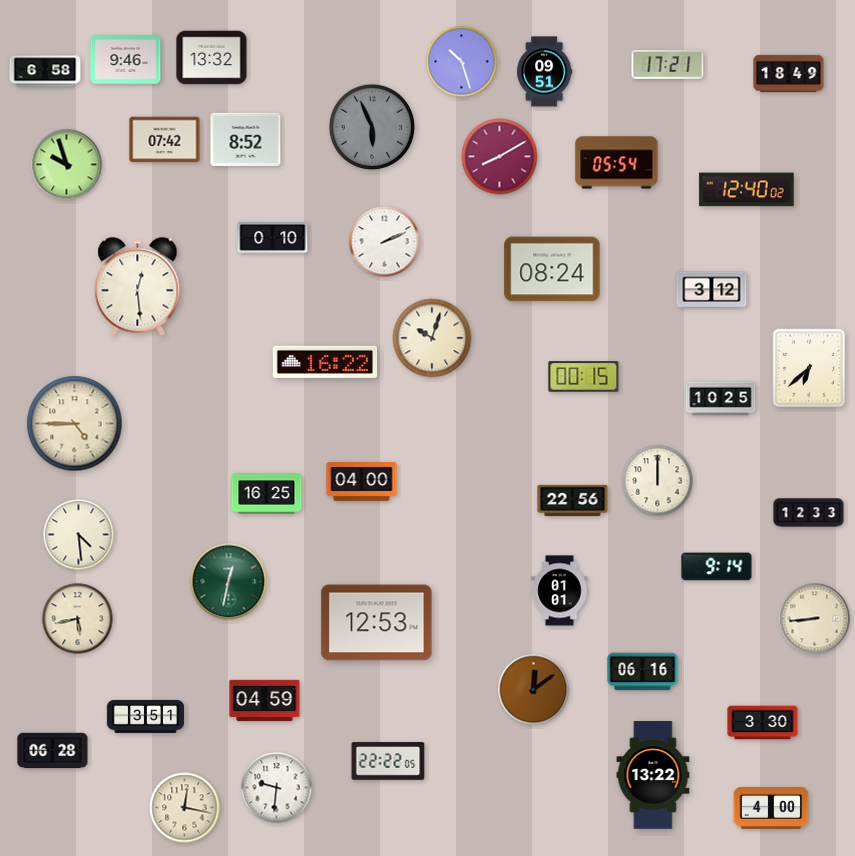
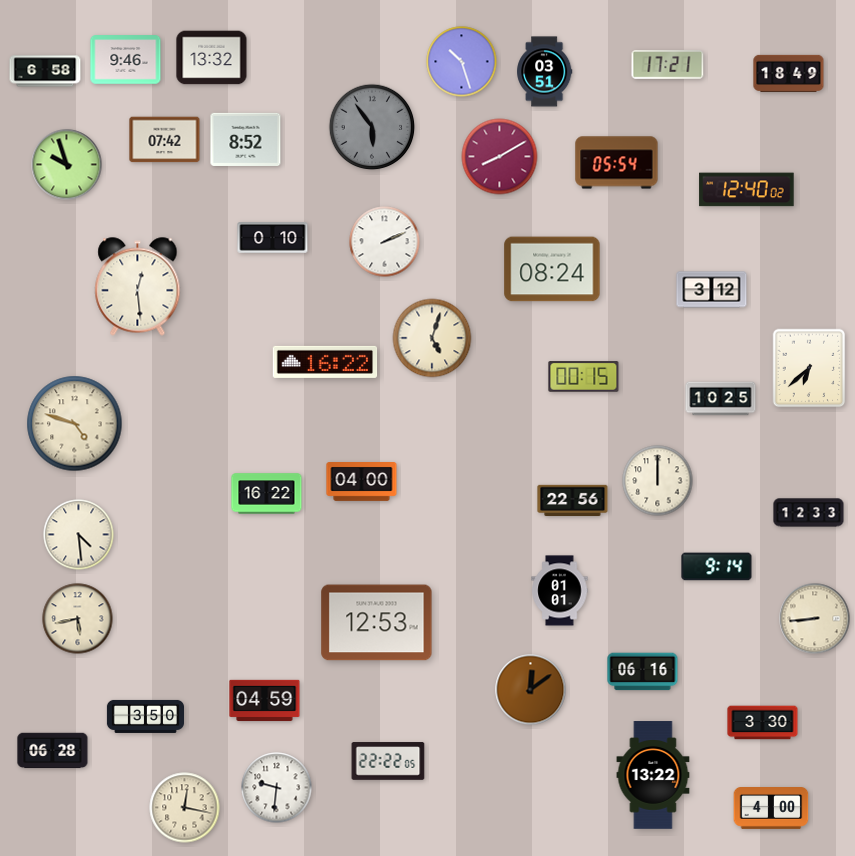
clock at (545, 72): 09:51 -> 03:51
clock at (372, 127): 5:56 -> 5:54
clock at (432, 338): 10:03 -> 5:03
clock at (75, 424): 4:45 -> 4:48
clock at (267, 494): 16:25 -> 16:22
clock at (229, 582): 12:32 -> none
clock at (534, 690) position: (534, 690) -> (531, 690)
clock at (145, 716): 3:51 -> 3:50
